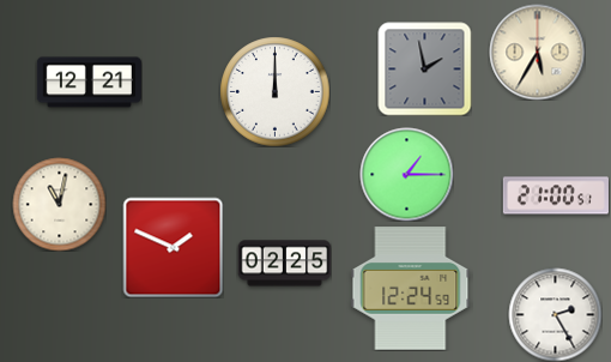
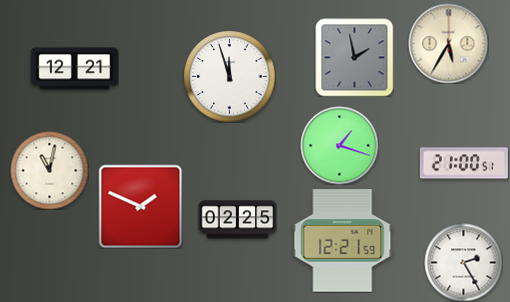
clock at (274, 91): 12:00 -> 11:57
clock at (406, 174): 1:15 -> 1:18
clock at (173, 247) position: (173, 247) -> (140, 206)
clock at (411, 289): 12:24 -> 12:21
